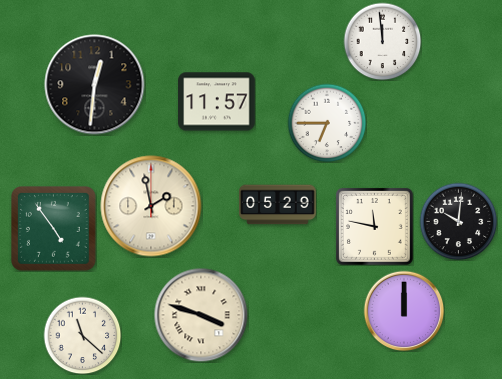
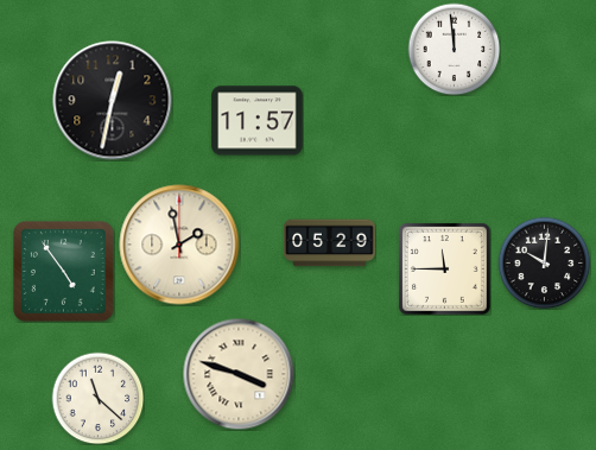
clock at (95, 85): 12:31 -> 12:32
clock at (327, 123): 6:45 -> none
clock at (375, 227): 11:47 -> 11:45
clock at (404, 311): 12:00 -> none
